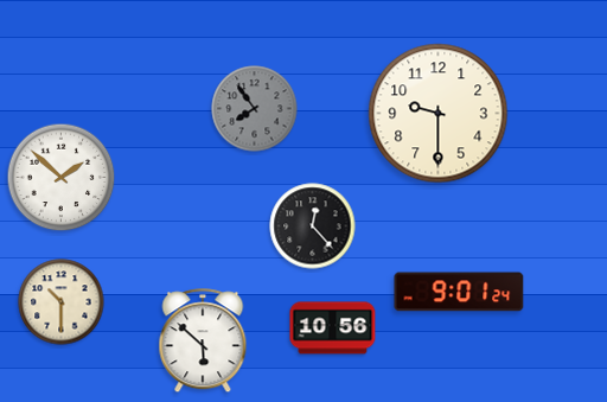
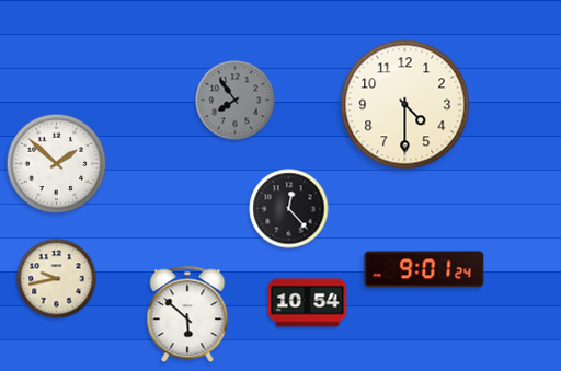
clock at (439, 114): 9:30 -> 4:30
clock at (62, 302): 10:30 -> 9:43
clock at (333, 328): 10:56 -> 10:54
